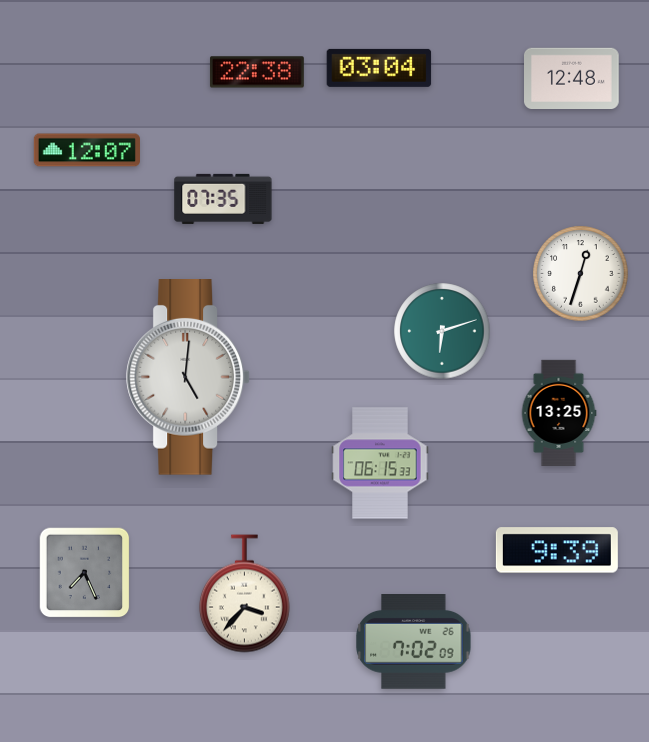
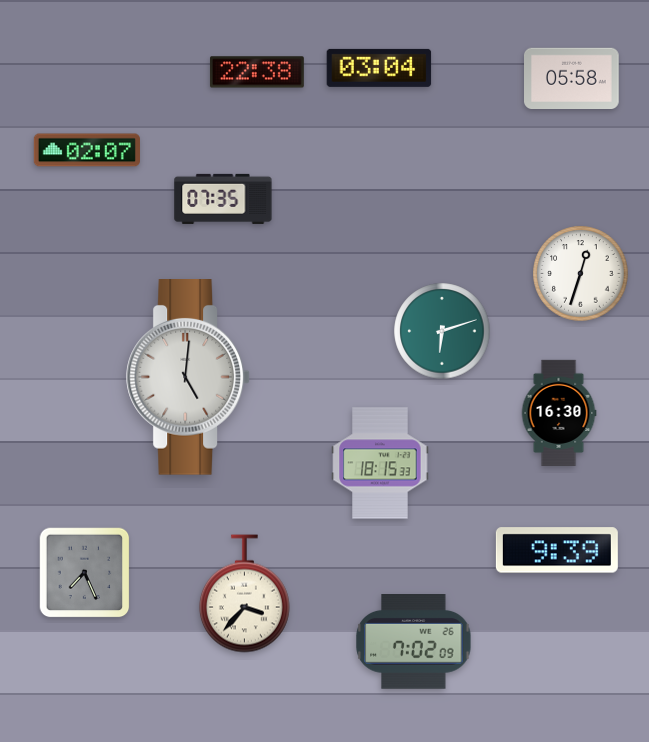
clock at (572, 78): 12:48 -> 05:58
clock at (87, 150): 12:07 -> 02:07
clock at (559, 413): 13:25 -> 16:30
clock at (380, 463): 06:15 -> 18:15
